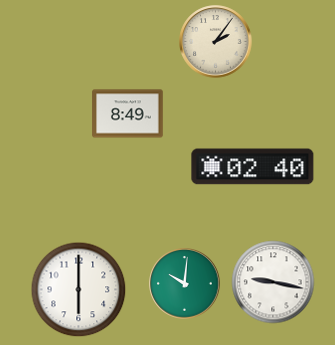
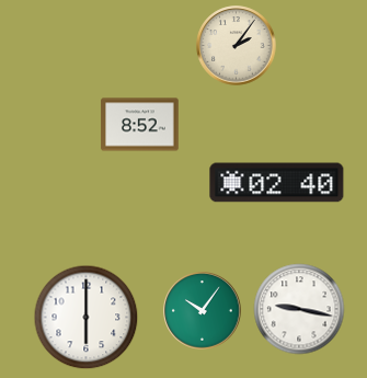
clock at (128, 114): 8:49 -> 8:52
clock at (185, 284): 10:01 -> 10:06
